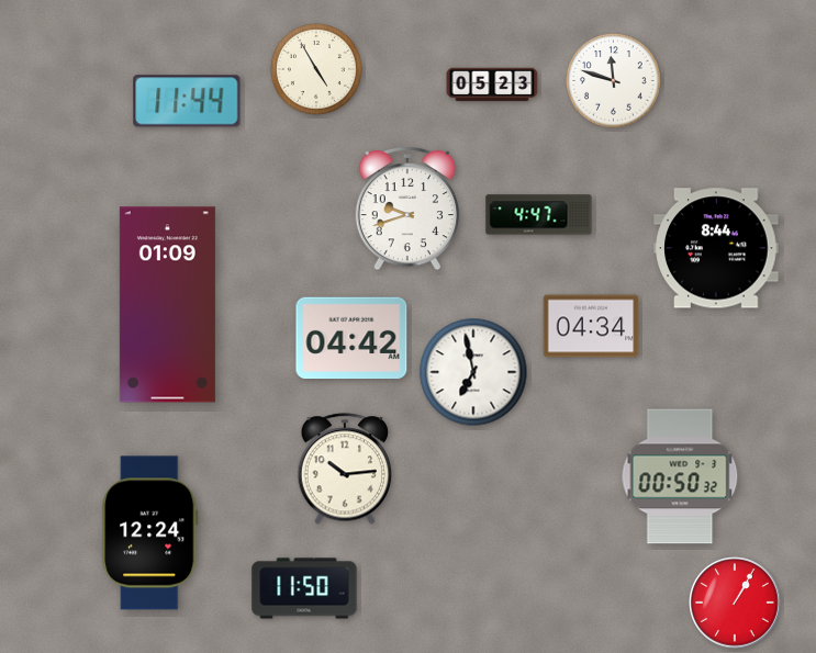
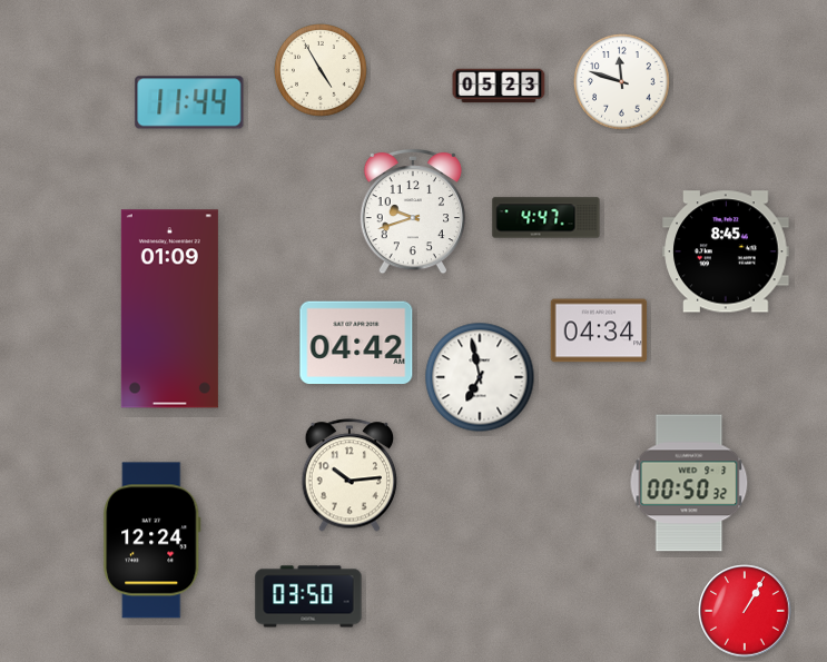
clock at (716, 248): 8:44 -> 8:45
clock at (304, 588): 11:50 -> 03:50
